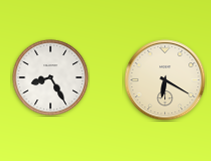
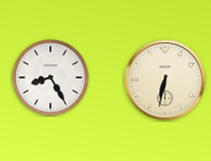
clock at (165, 80): 6:20 -> 6:32
